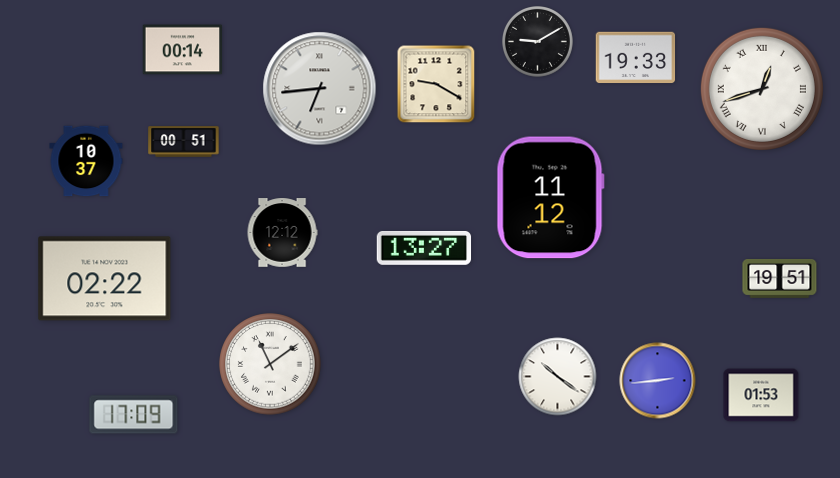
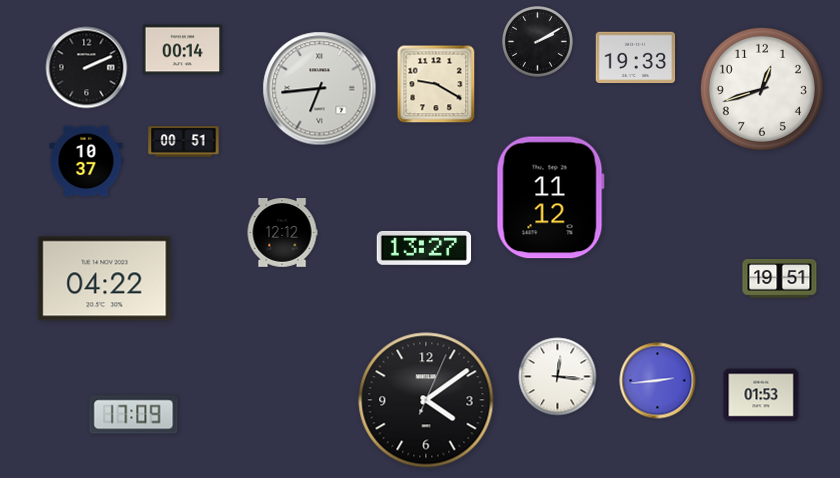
clock at (538, 42): 9:10 -> 2:10
clock at (87, 68): none -> 2:11
clock at (762, 89) numerals: Roman -> Arabic
clock at (105, 279): 02:22 -> 04:22
clock at (270, 364): 11:09 -> none
clock at (558, 377): 10:21 -> 12:16
clock at (426, 400): none -> 4:09
